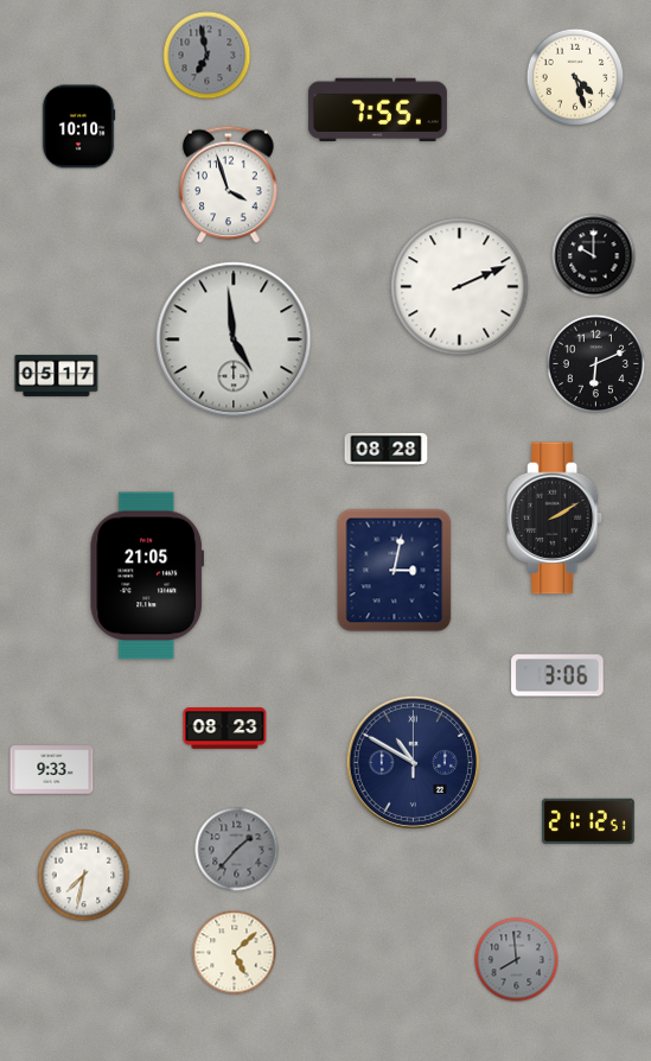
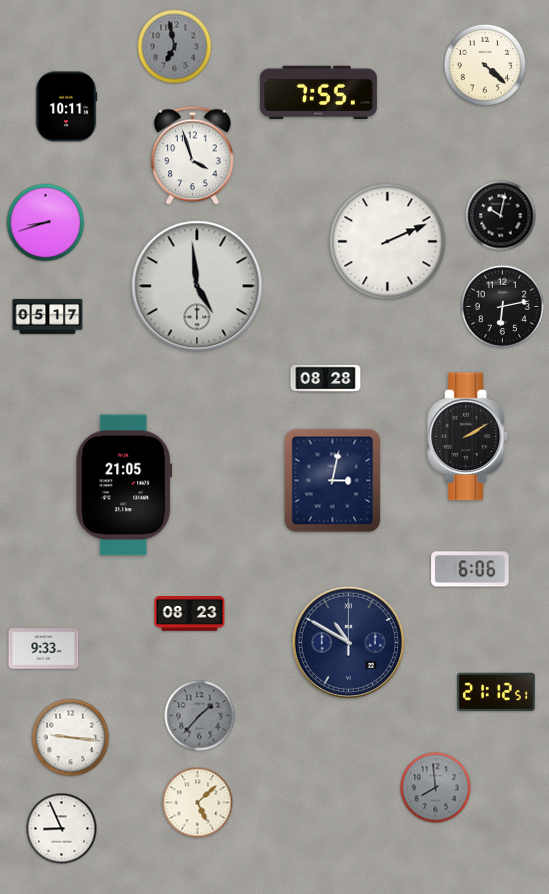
clock at (575, 77): 4:27 -> 4:22
clock at (78, 127): 10:10 -> 10:11
clock at (594, 256): 10:00 -> 10:02
clock at (46, 223): none -> 8:42
clock at (595, 363): 6:11 -> 6:13
clock at (557, 675): 3:06 -> 6:06
clock at (84, 876): 7:32 -> 9:16
clock at (517, 960) position: (517, 960) -> (436, 788)
clock at (62, 829): none -> 8:56
